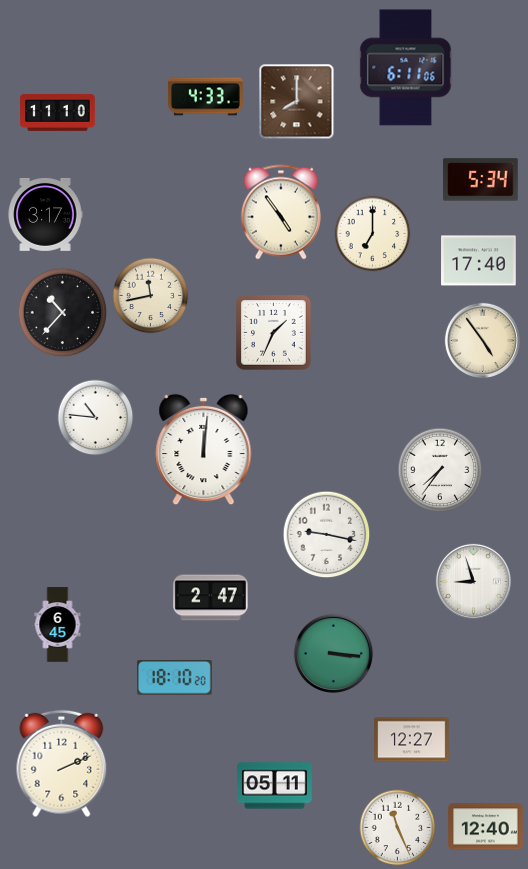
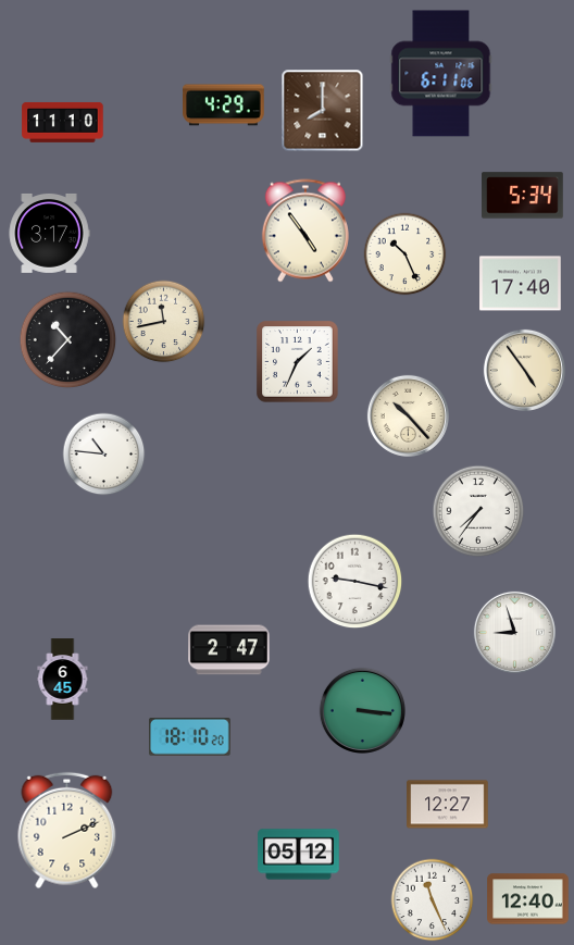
clock at (206, 97): 4:33 -> 4:29
clock at (373, 234): 7:00 -> 10:26
clock at (408, 415): none -> 10:23
clock at (204, 450): 12:01 -> none
clock at (275, 786): 05:11 -> 05:12
